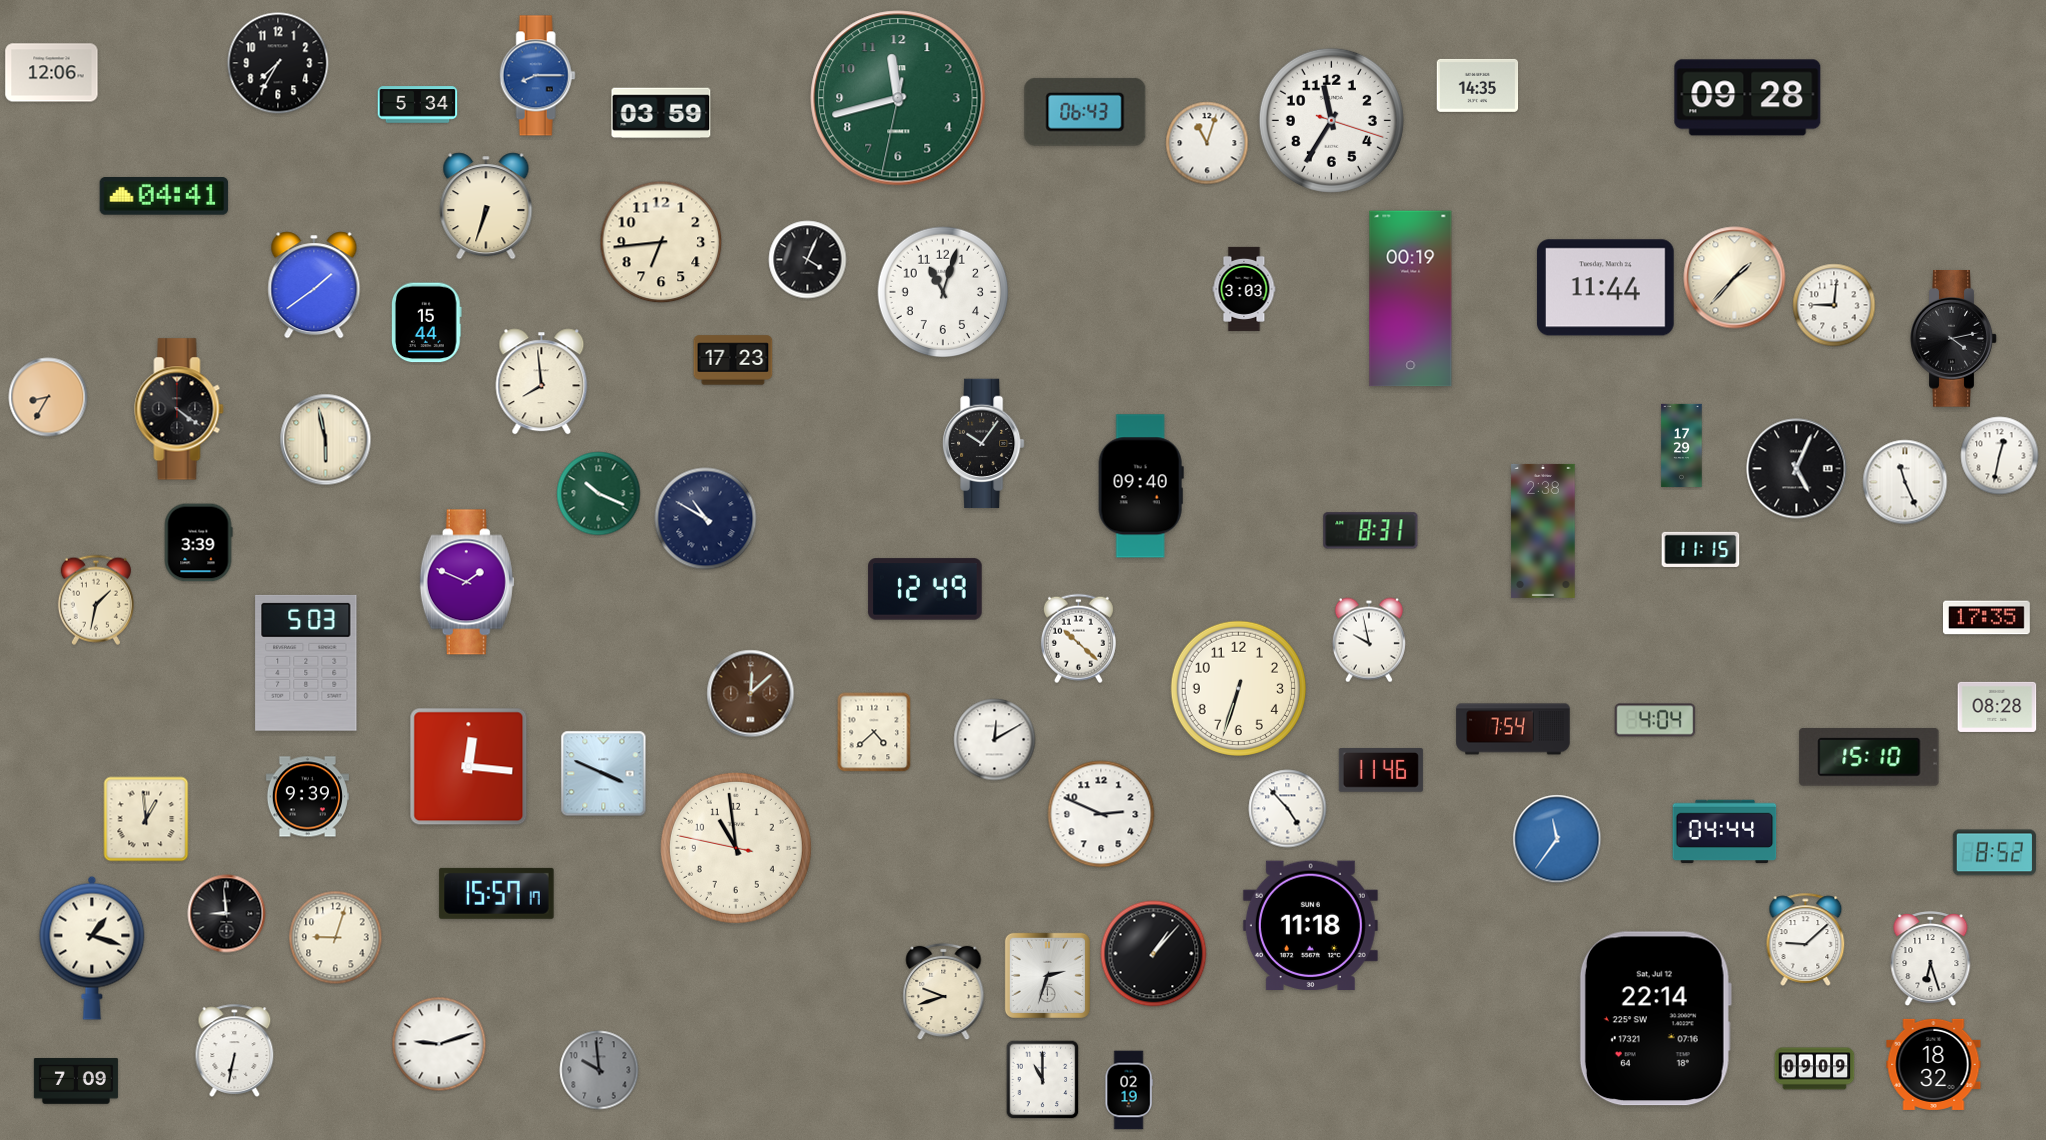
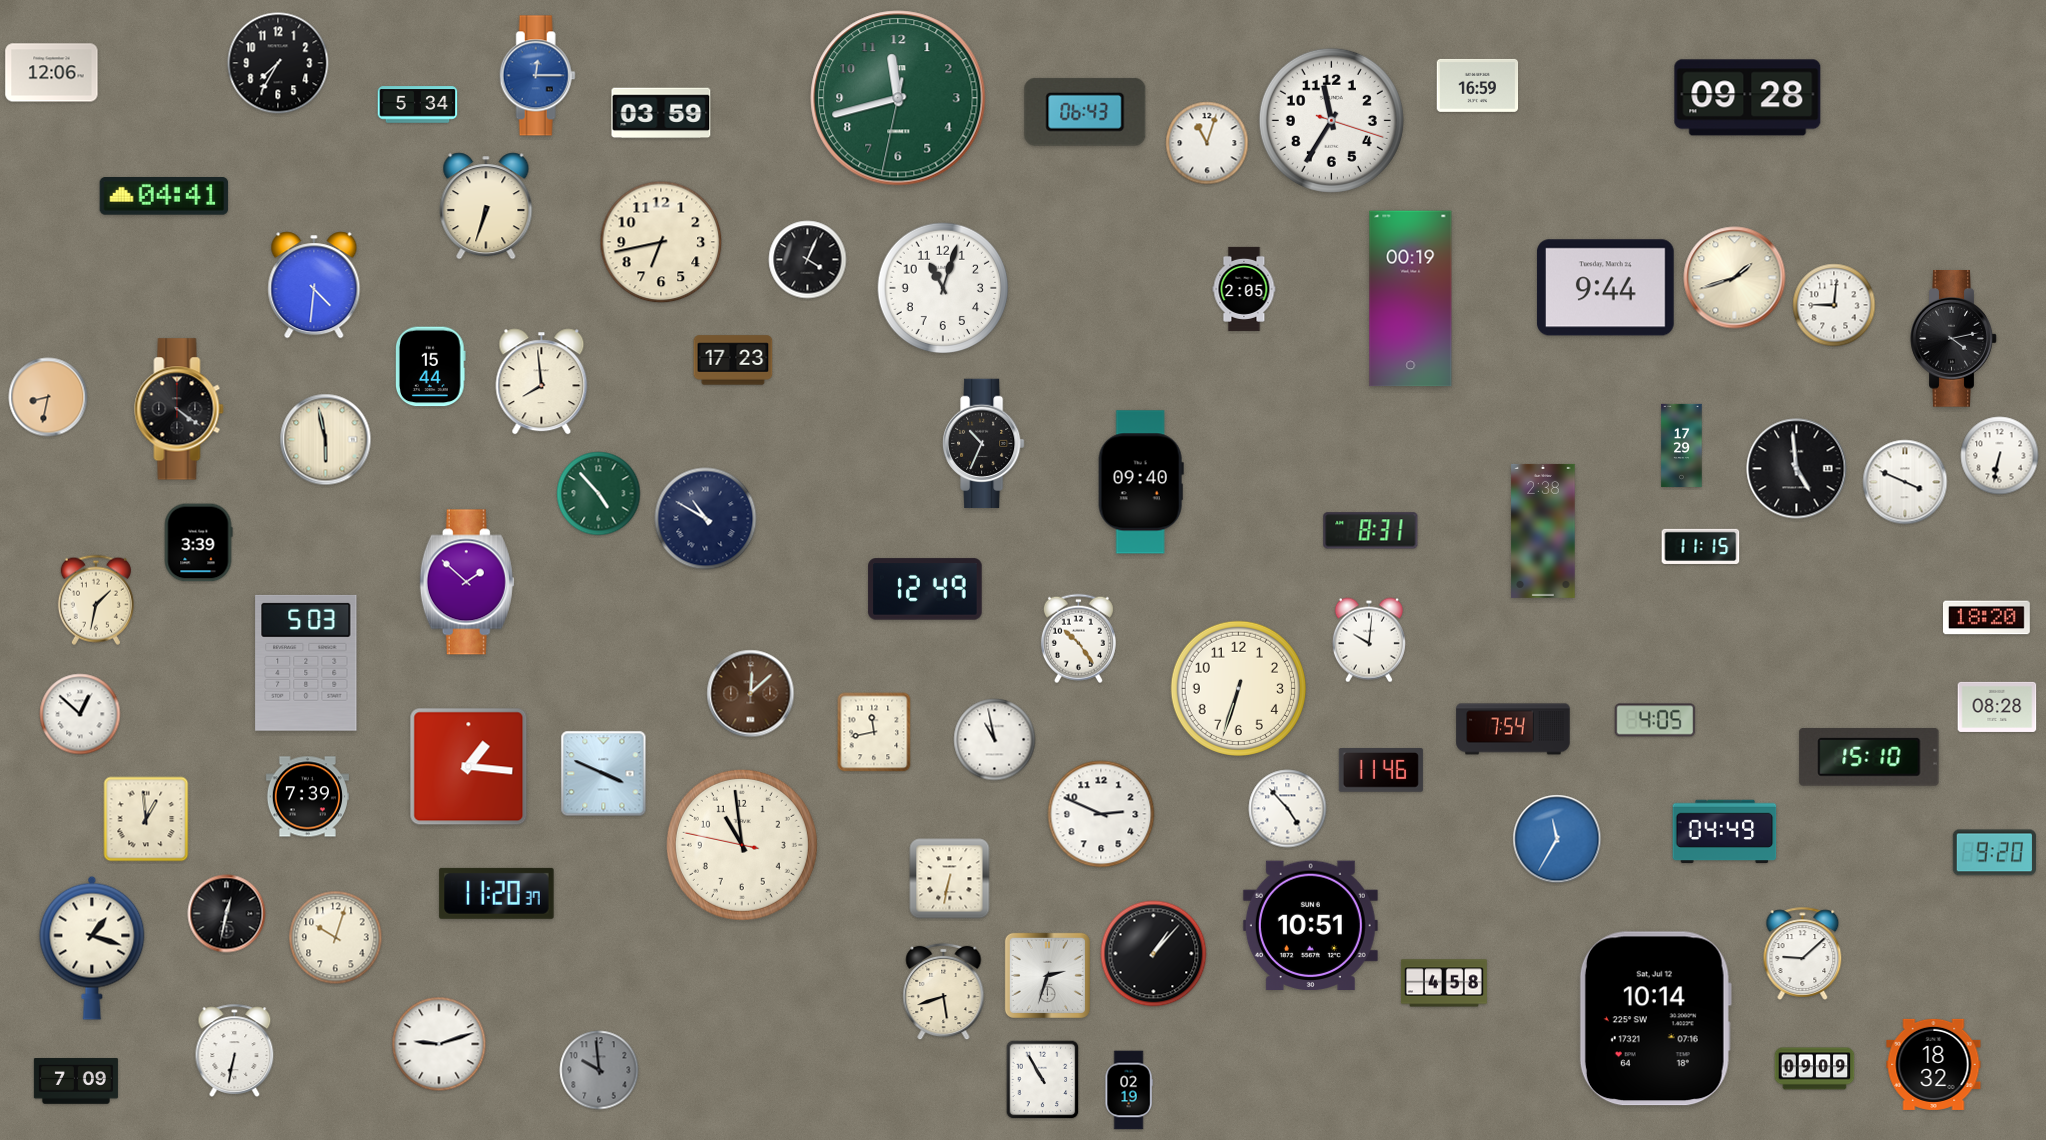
clock at (537, 76): 8:15 -> 12:15
clock at (1478, 85): 14:35 -> 16:59
clock at (661, 242): 6:44 -> 6:43
clock at (1735, 278): 1:37 -> 1:42
clock at (314, 285): 1:39 -> 4:31
clock at (1606, 288): 11:44 -> 9:44
clock at (1244, 289): 3:03 -> 2:05
clock at (943, 292) position: (943, 292) -> (943, 288)
clock at (427, 323) position: (427, 323) -> (431, 367)
clock at (48, 397): 8:35 -> 8:32
clock at (984, 444): 10:06 -> 10:34
clock at (2000, 456): 12:32 -> 6:32
clock at (1797, 469): 5:04 -> 4:59
clock at (1905, 482): 11:26 -> 3:49
clock at (1141, 486) position: (1141, 486) -> (1141, 482)
clock at (599, 494): 10:19 -> 4:53
clock at (1701, 549) position: (1701, 549) -> (1701, 546)
clock at (467, 582): 1:49 -> 1:52
clock at (1987, 618): 17:35 -> 18:20
clock at (1078, 639): 10:22 -> 10:24
clock at (1369, 640): 9:58 -> 10:01
clock at (80, 714): none -> 12:52
clock at (1655, 720): 4:04 -> 4:05
clock at (874, 732): 4:38 -> 11:43
clock at (995, 740): 12:10 -> 10:58
clock at (469, 767): 12:16 -> 1:16
clock at (307, 797): 9:39 -> 7:39
clock at (1725, 832): 04:44 -> 04:49
clock at (1557, 839): 11:36 -> 11:35
clock at (736, 848) position: (736, 848) -> (742, 845)
clock at (1994, 853): 8:52 -> 9:20
clock at (950, 879): none -> 6:32
clock at (497, 893): 15:57 -> 11:20
clock at (227, 914): 8:59 -> 12:32
clock at (1310, 925): 11:18 -> 10:51
clock at (336, 938): 9:03 -> 10:03
clock at (1806, 939) position: (1806, 939) -> (1803, 953)
clock at (1931, 959): 6:27 -> none
clock at (1444, 983): none -> 4:58
clock at (944, 992): 9:42 -> 5:42
clock at (1655, 1019): 22:14 -> 10:14
clock at (1043, 1080): 11:00 -> 10:55
